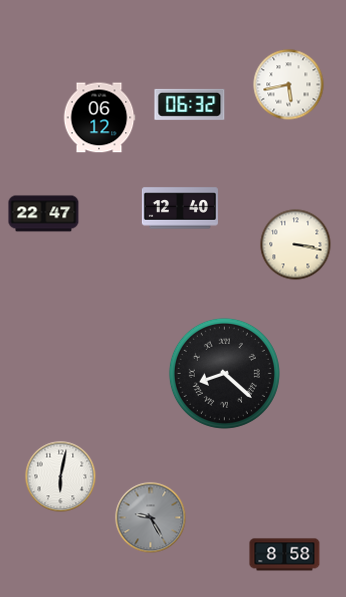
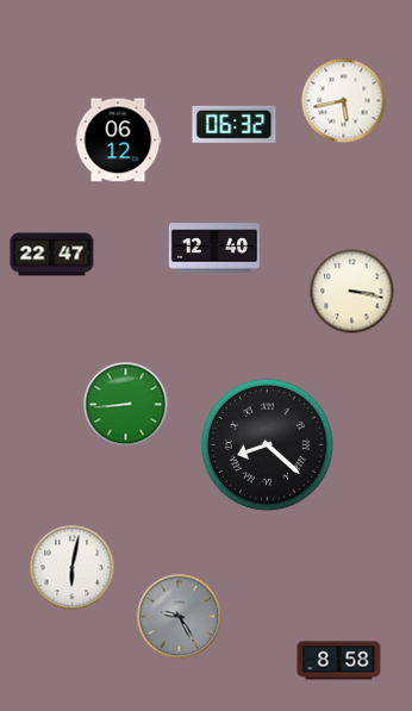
clock at (190, 104) position: (190, 104) -> (235, 124)
clock at (126, 405): none -> 8:44
